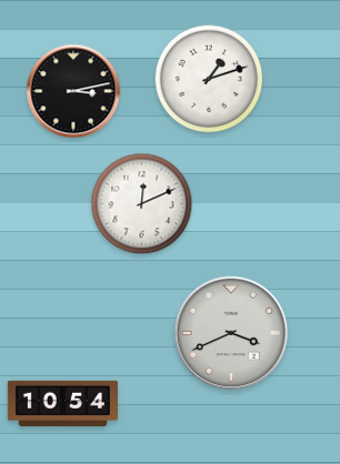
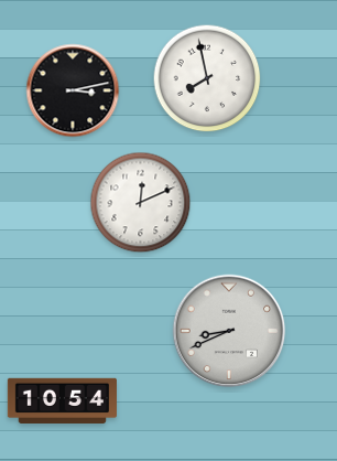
clock at (209, 79): 1:12 -> 7:58
clock at (231, 333): 3:41 -> 8:41
